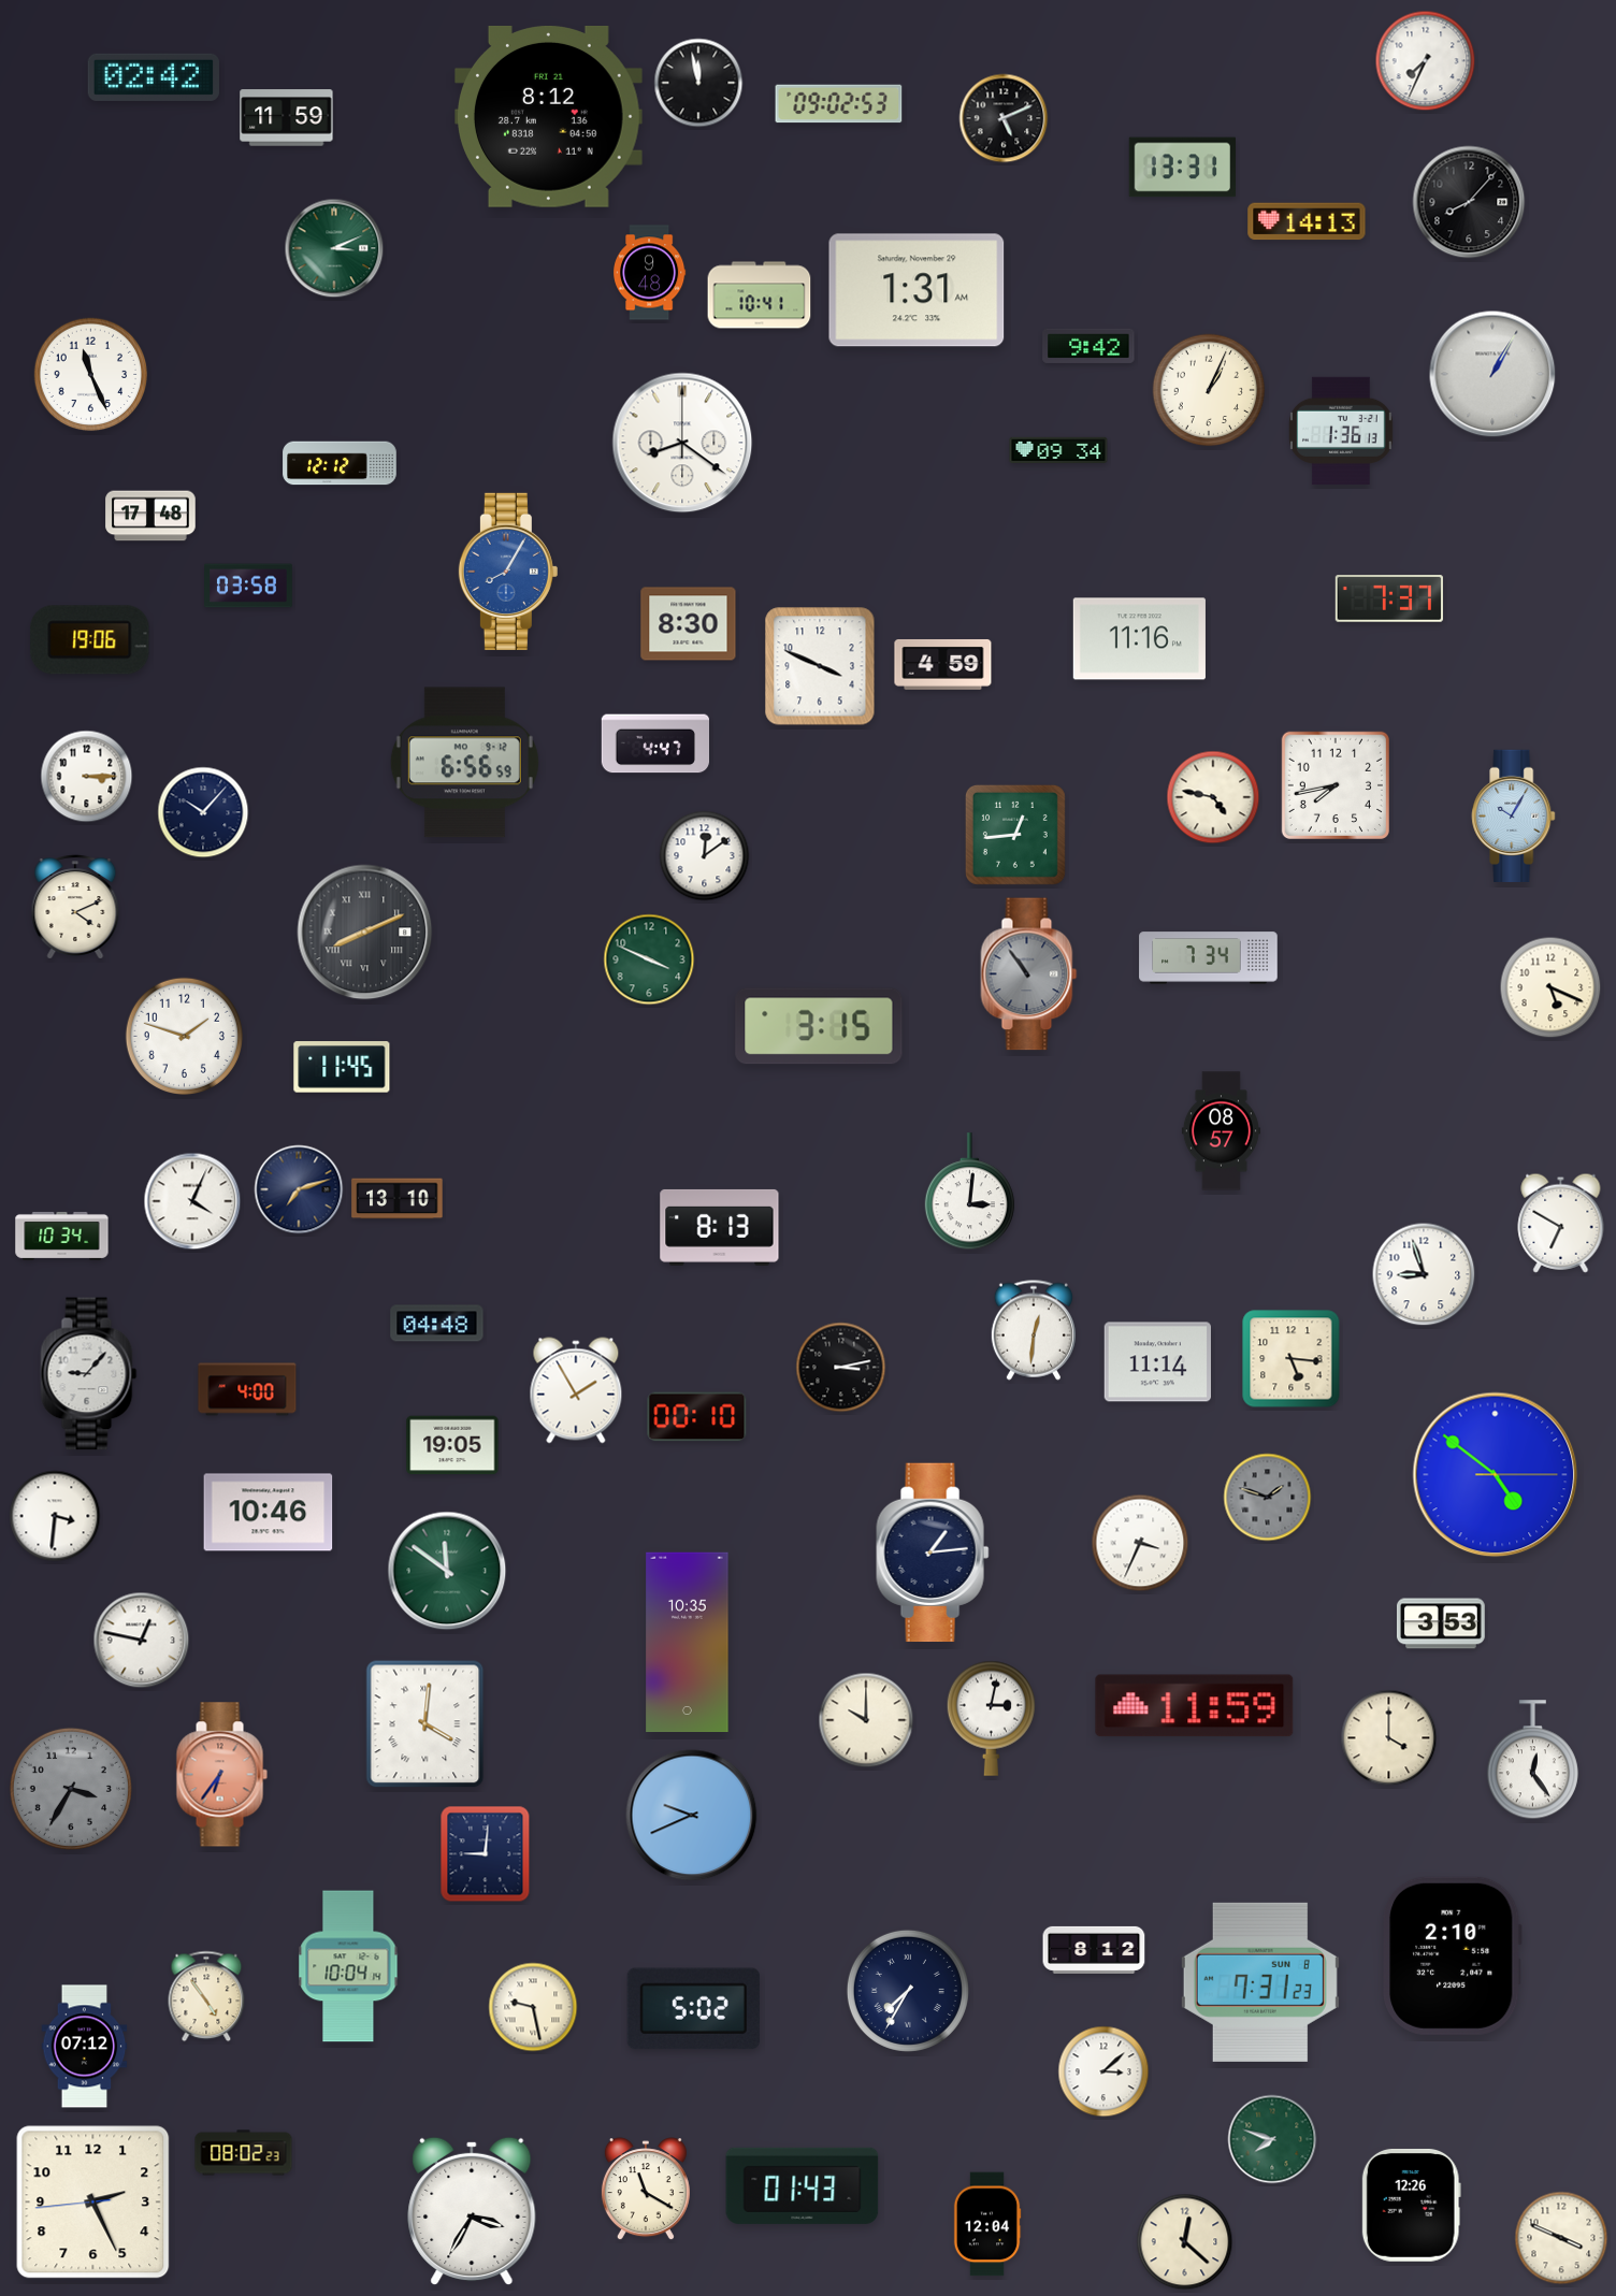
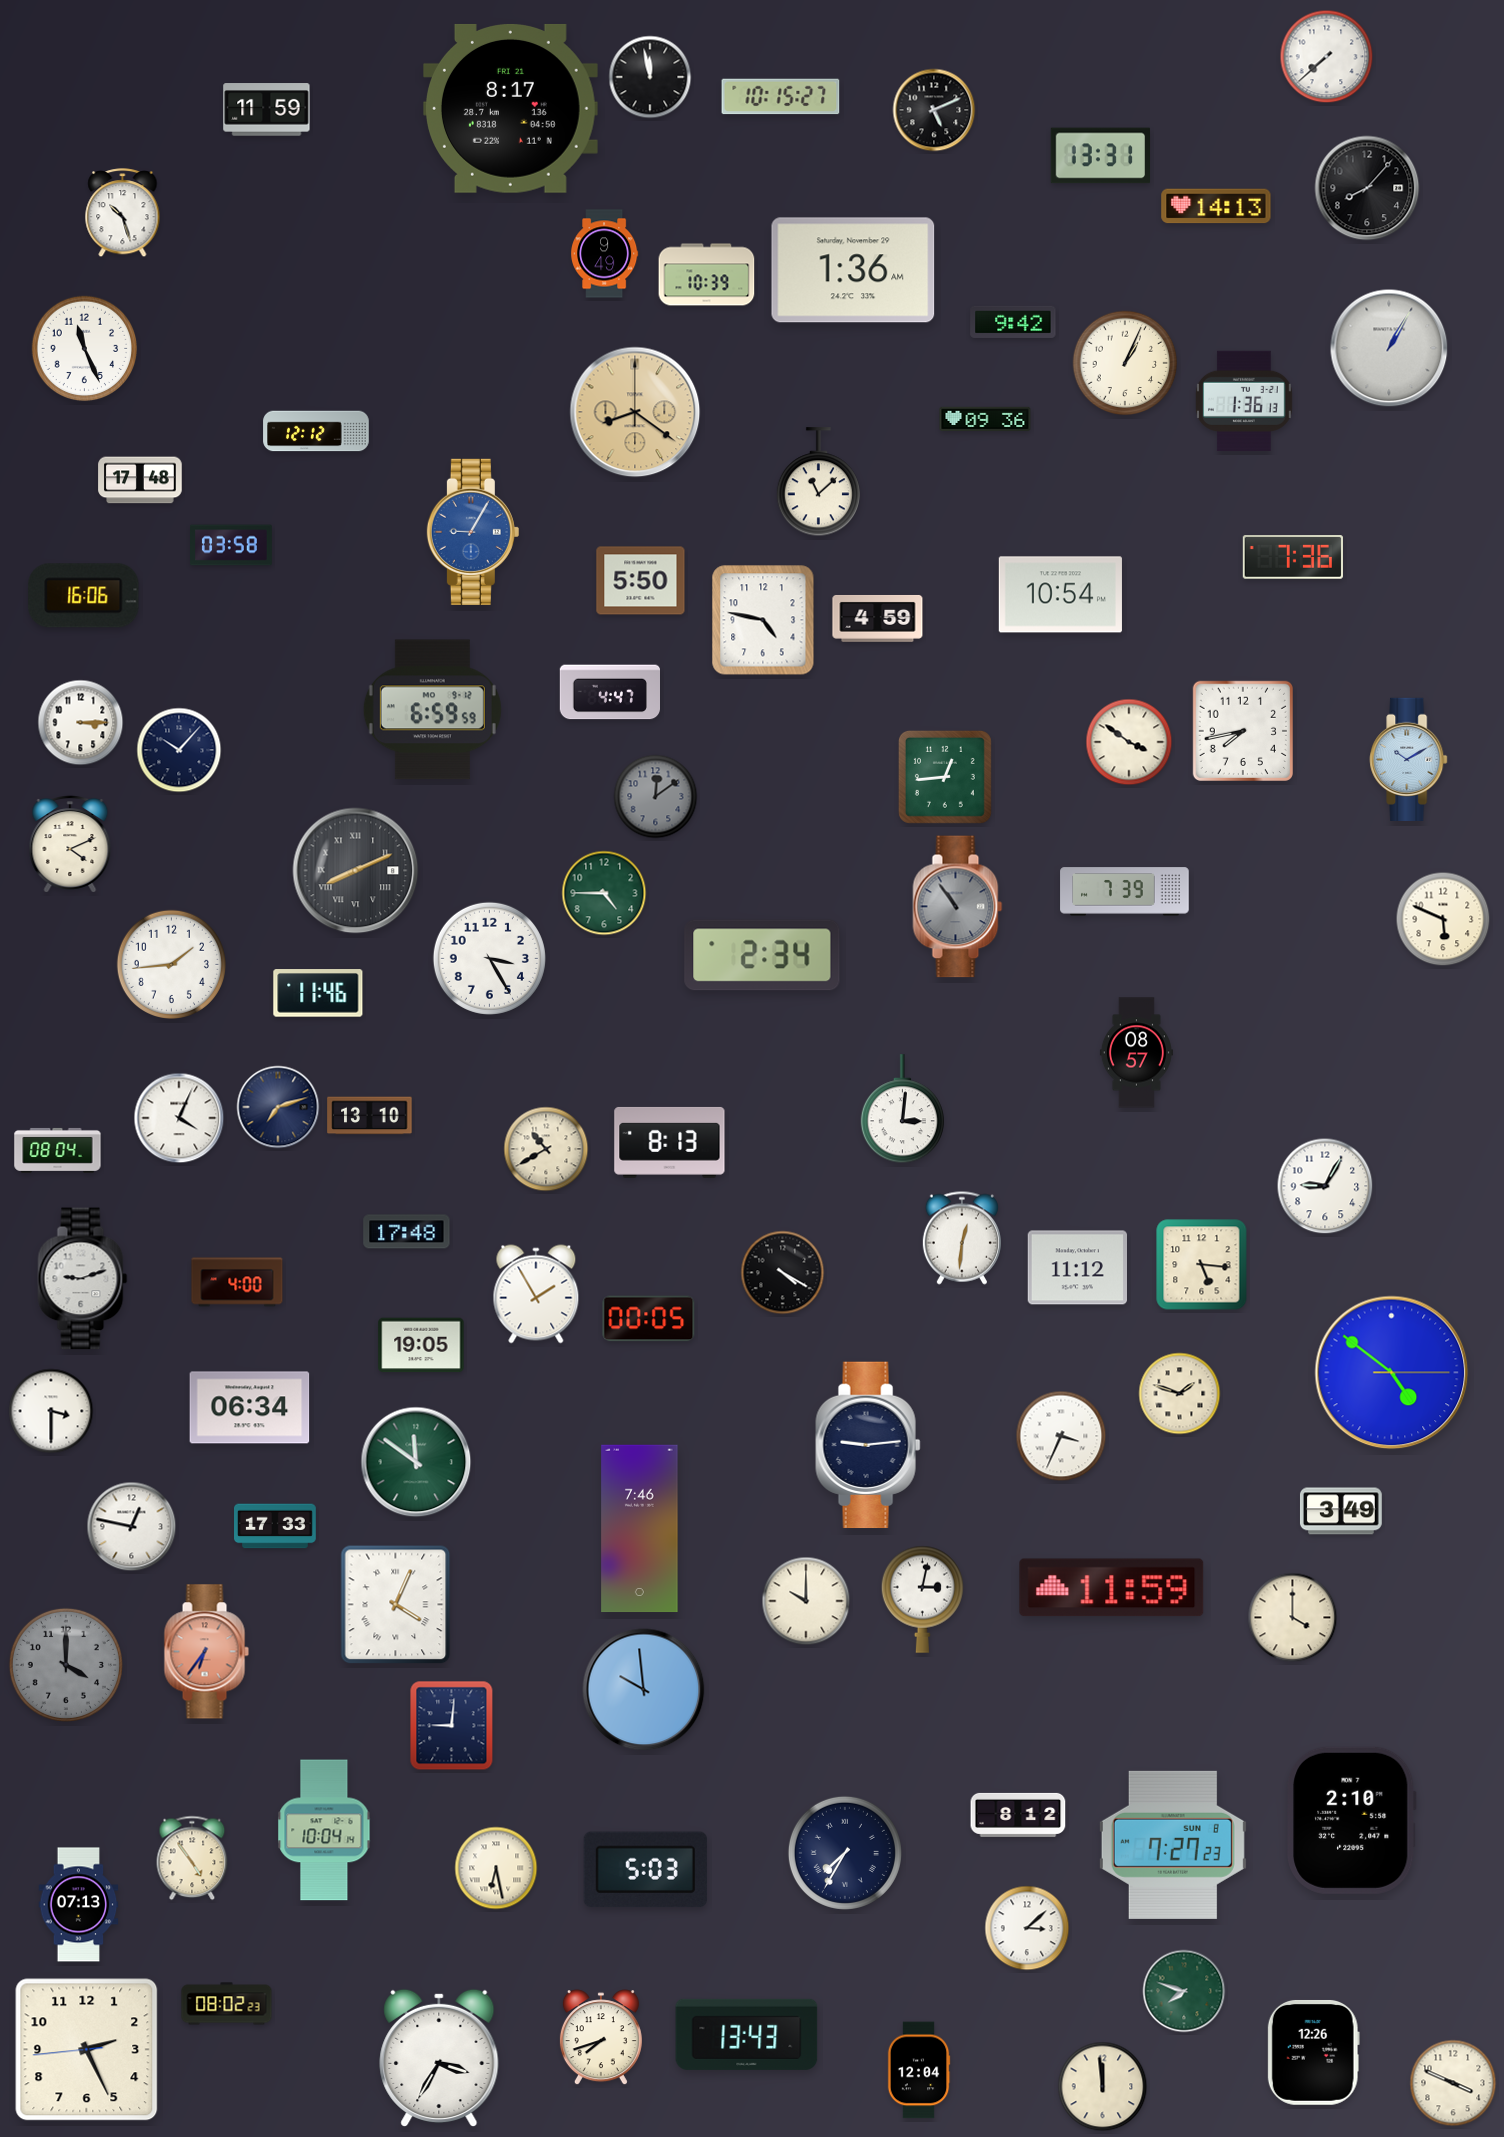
clock at (1426, 61): 7:34 -> 7:38
clock at (154, 77): 02:42 -> none
clock at (839, 104): 09:02 -> 10:15
clock at (549, 116): 8:12 -> 8:17
clock at (123, 213): none -> 10:27
clock at (334, 248): 3:11 -> none
clock at (650, 273): 9:48 -> 9:49
clock at (917, 290): 1:31 -> 1:36
clock at (760, 295): 10:41 -> 10:39
clock at (1342, 430) position: (1342, 430) -> (1245, 400)
clock at (682, 443) dial: white -> champagne
clock at (1058, 450): 09:34 -> 09:36
clock at (818, 482): none -> 11:08
clock at (508, 572): 8:05 -> 9:05
clock at (1389, 598): 7:37 -> 7:36
clock at (689, 624): 8:30 -> 5:50
clock at (1139, 639): 11:16 -> 10:54
clock at (90, 640): 19:06 -> 16:06
clock at (820, 666): 3:49 -> 4:47
clock at (464, 763): 6:56 -> 6:59
clock at (1213, 797): 4:47 -> 3:51
clock at (203, 812) position: (203, 812) -> (179, 750)
clock at (1514, 815): 10:05 -> 10:10
clock at (705, 856) dial: white -> grey
clock at (365, 933) position: (365, 933) -> (356, 871)
clock at (1209, 958): 7:34 -> 7:39
clock at (649, 959): 3:49 -> 4:45
clock at (1550, 987): 5:19 -> 5:49
clock at (819, 1026): 3:15 -> 2:34
clock at (489, 958): none -> 3:25
clock at (184, 1036): 1:48 -> 1:44
clock at (342, 1067): 11:45 -> 11:46
clock at (1561, 1223): 6:50 -> none
clock at (546, 1149): none -> 10:40
clock at (62, 1236): 10:34 -> 08:04
clock at (1424, 1274): 8:57 -> 9:05
clock at (437, 1324): 04:48 -> 17:48
clock at (1157, 1362): 11:14 -> 11:12
clock at (841, 1368): 3:13 -> 4:20
clock at (89, 1374): 9:07 -> 9:12
clock at (247, 1389) position: (247, 1389) -> (237, 1282)
clock at (697, 1417): 00:10 -> 00:05
clock at (1268, 1498) dial: grey -> cream
clock at (269, 1513): 10:46 -> 06:34
clock at (55, 1516): 3:31 -> 3:30
clock at (933, 1553): 1:14 -> 9:14
clock at (1441, 1623): 3:53 -> 3:49
clock at (276, 1526): none -> 17:33
clock at (688, 1643): 10:35 -> 7:46
clock at (425, 1724): 4:01 -> 4:04
clock at (1532, 1760): 12:24 -> none
clock at (71, 1789): 3:35 -> 4:00
clock at (692, 1816): 9:41 -> 9:59
clock at (1260, 1982): 7:31 -> 7:27
clock at (533, 2007): 9:28 -> 6:28
clock at (693, 2009): 5:02 -> 5:03
clock at (85, 2047): 07:12 -> 07:13
clock at (803, 2185): 01:43 -> 13:43
clock at (646, 2190): 11:20 -> 7:42
clock at (1185, 2242): 12:22 -> 11:59
